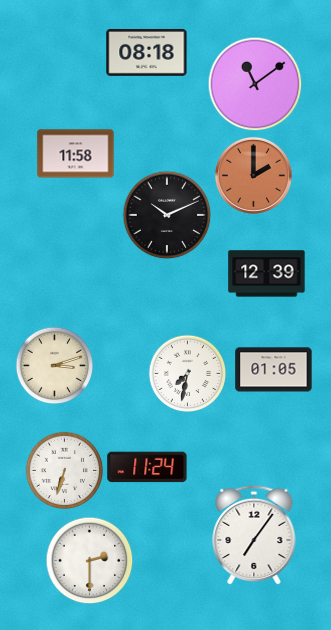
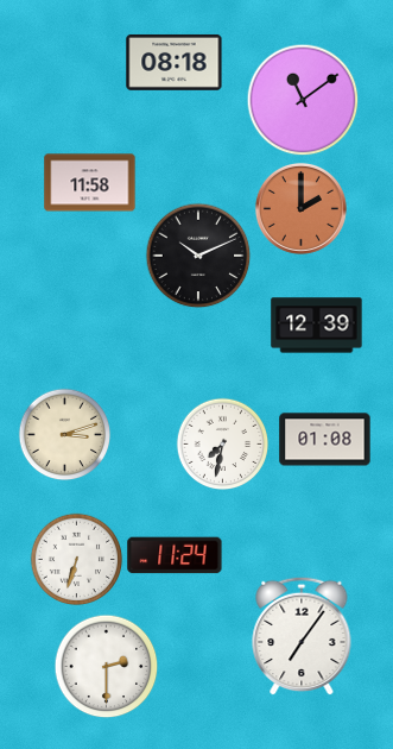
clock at (274, 370): 01:05 -> 01:08
